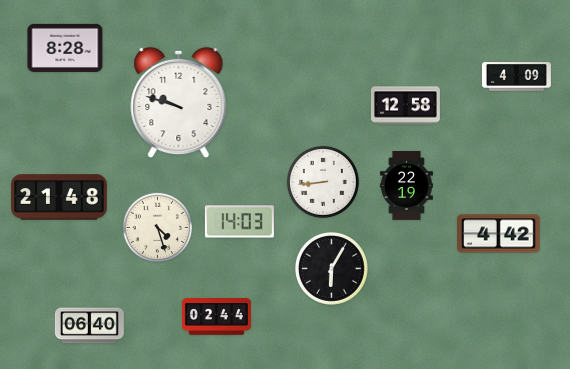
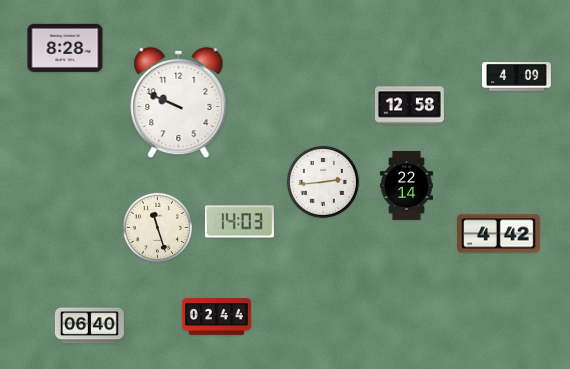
clock at (179, 103): 9:48 -> 9:49
clock at (405, 106) position: (405, 106) -> (409, 106)
clock at (323, 182): 8:44 -> 2:44
clock at (406, 185): 22:19 -> 22:14
clock at (59, 197): 21:48 -> none
clock at (158, 228): 4:27 -> 11:27
clock at (331, 268): 6:05 -> none
